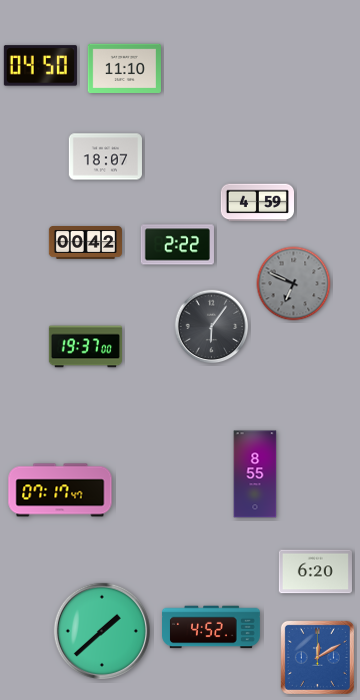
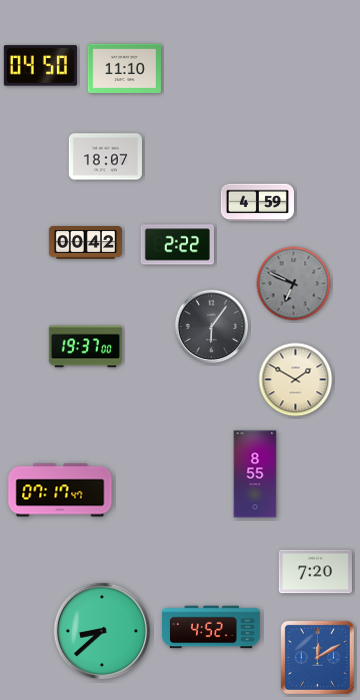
clock at (296, 380): none -> 1:50
clock at (315, 572): 6:20 -> 7:20
clock at (102, 631): 1:38 -> 8:38
